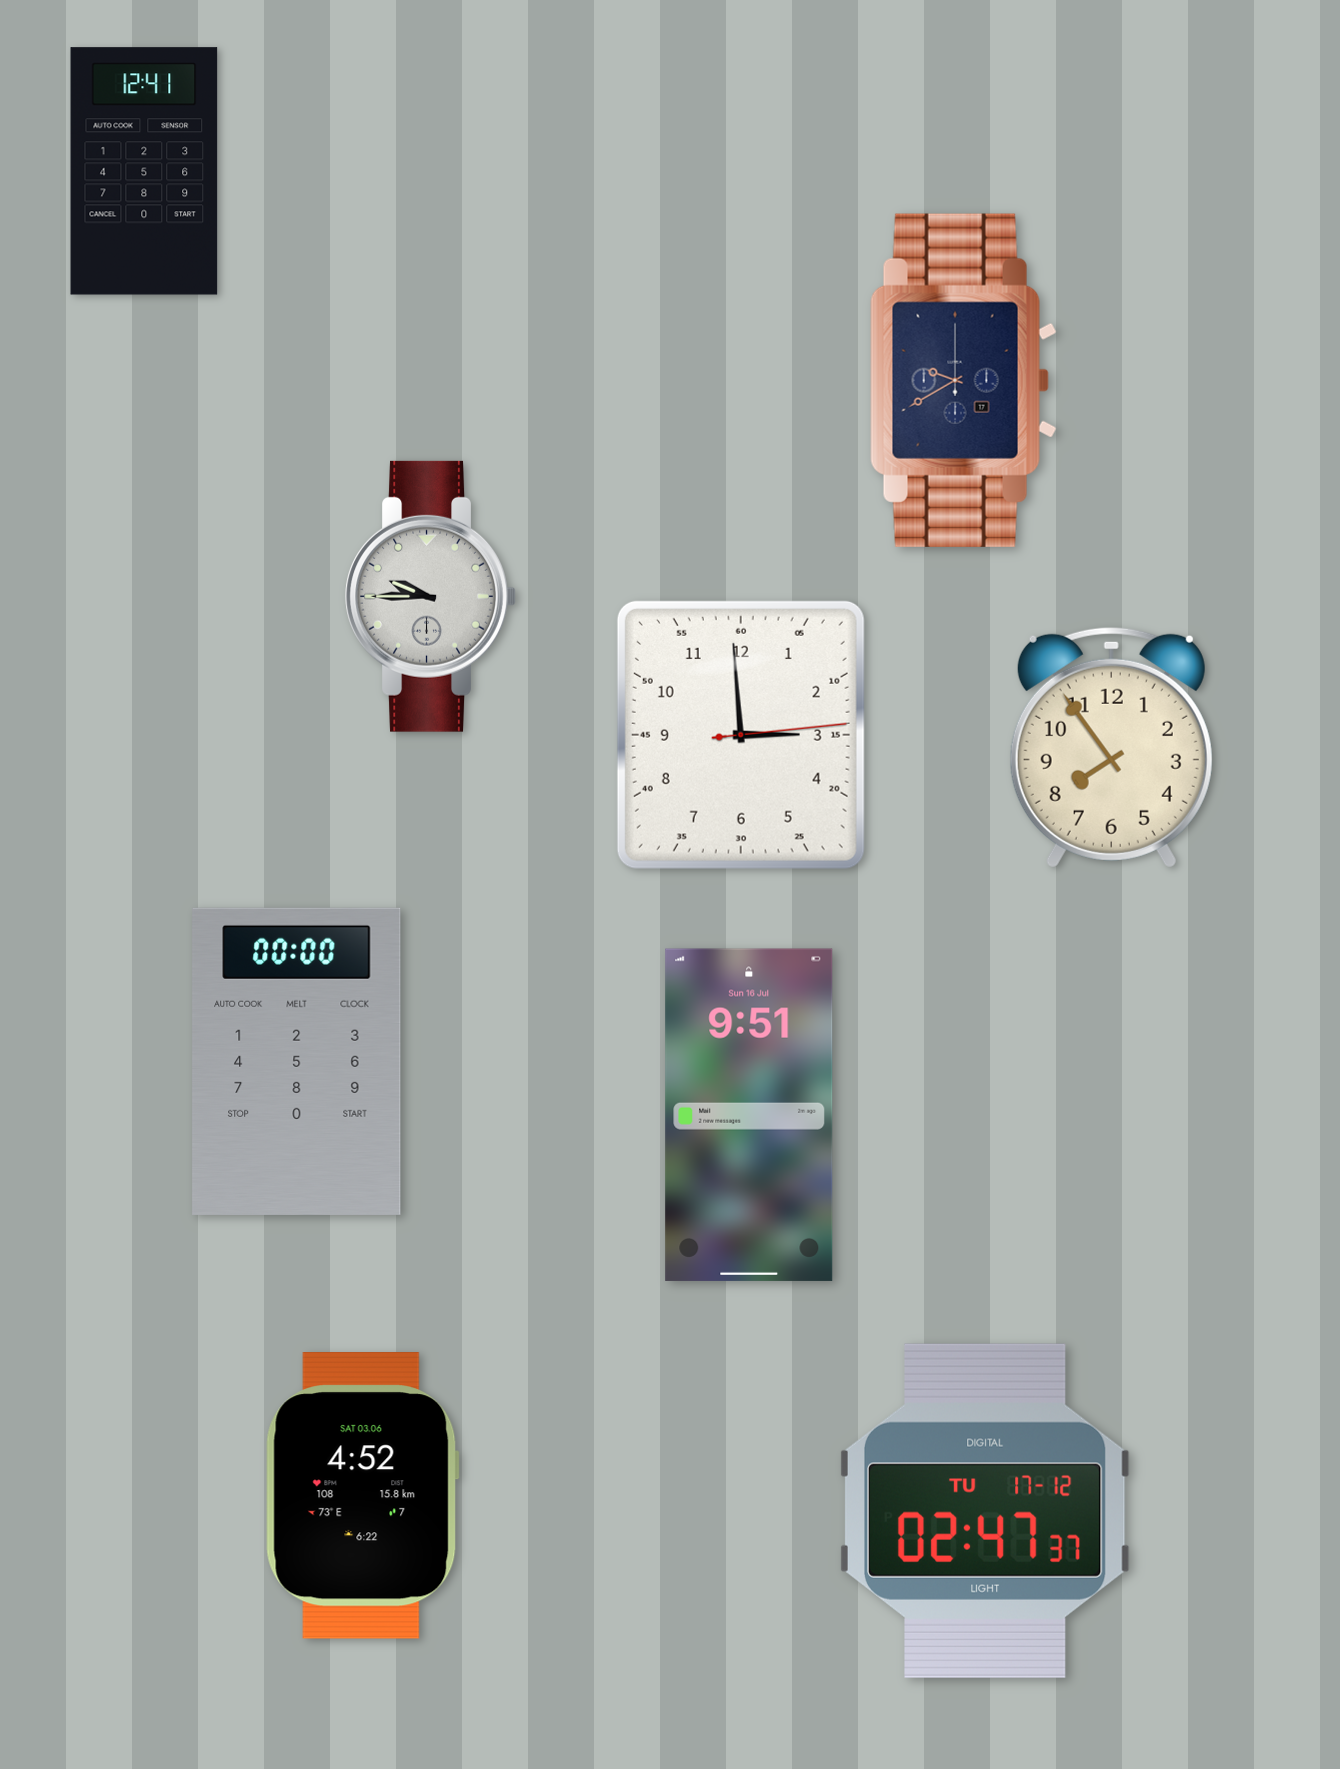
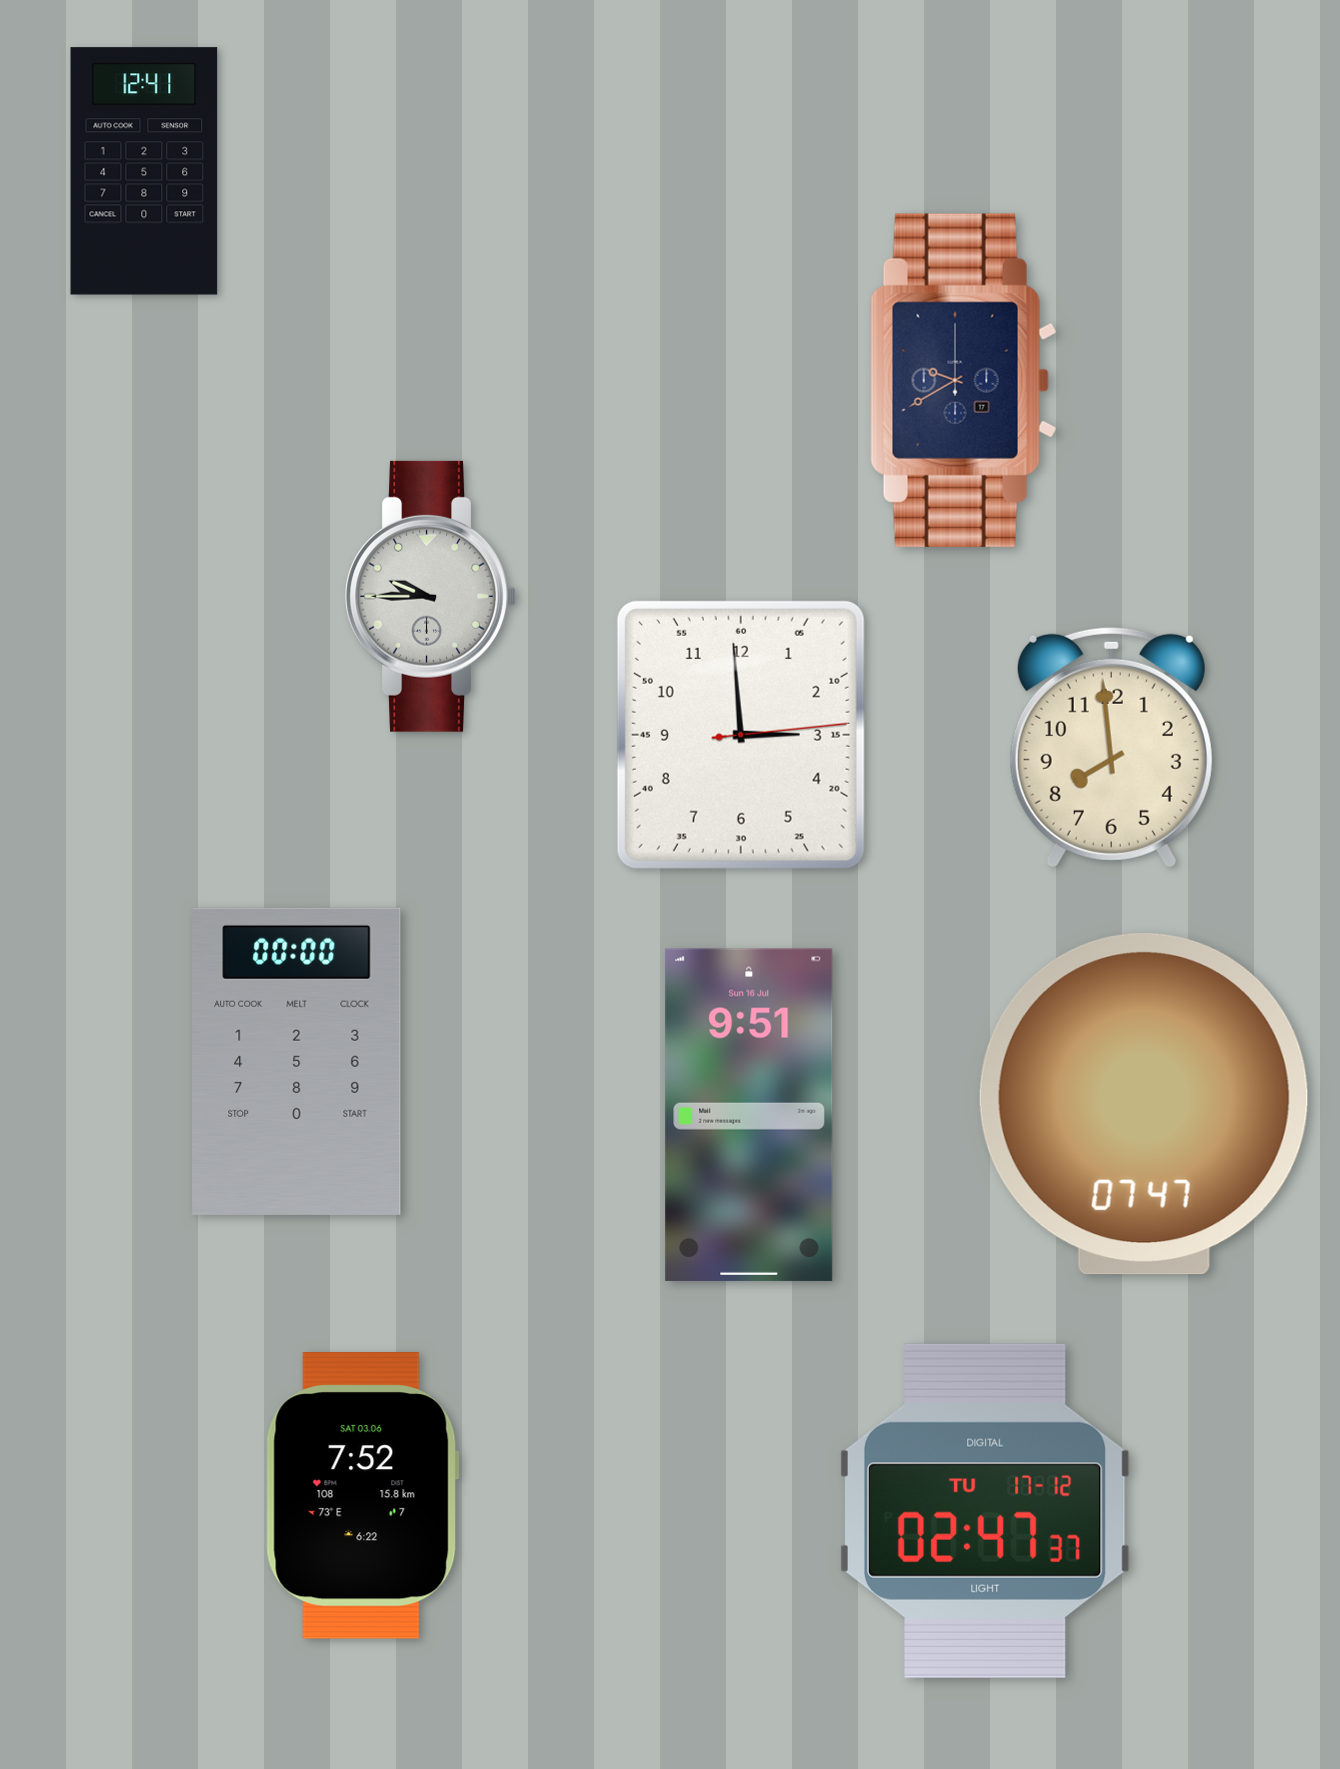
clock at (1111, 747): 7:54 -> 7:59
clock at (1144, 1105): none -> 07:47
clock at (362, 1496): 4:52 -> 7:52
